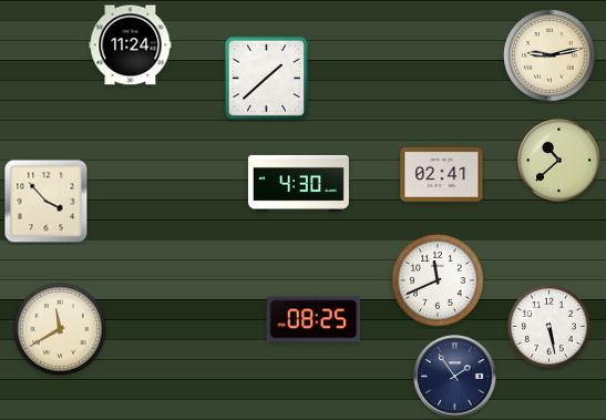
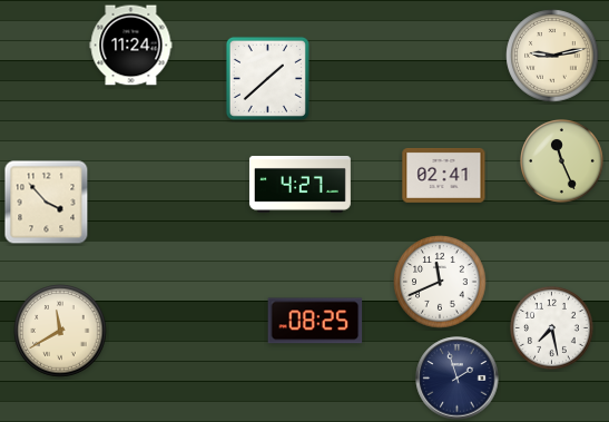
clock at (559, 161): 10:38 -> 11:26
clock at (298, 183): 4:30 -> 4:27
clock at (549, 327): 5:28 -> 7:28
clock at (455, 377): 1:54 -> 1:57
